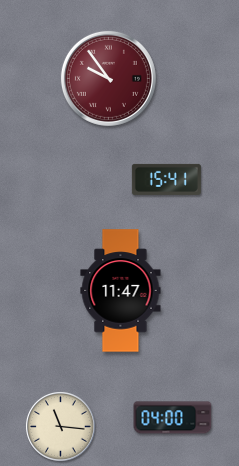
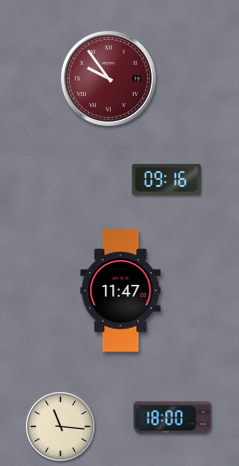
clock at (166, 179): 15:41 -> 09:16
clock at (173, 418): 04:00 -> 18:00
